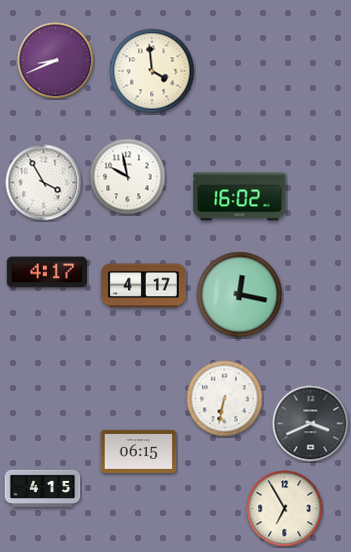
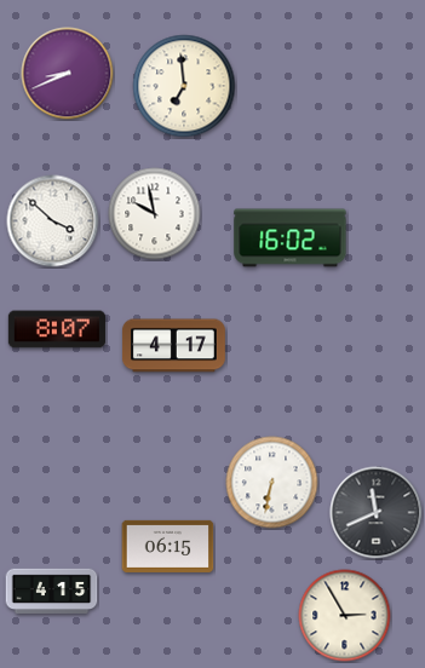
clock at (152, 71): 3:59 -> 6:59
clock at (44, 183): 3:55 -> 3:52
clock at (47, 272): 4:17 -> 8:07
clock at (240, 295): 12:17 -> none
clock at (311, 424): 3:41 -> 11:41
clock at (285, 509): 6:55 -> 2:55
